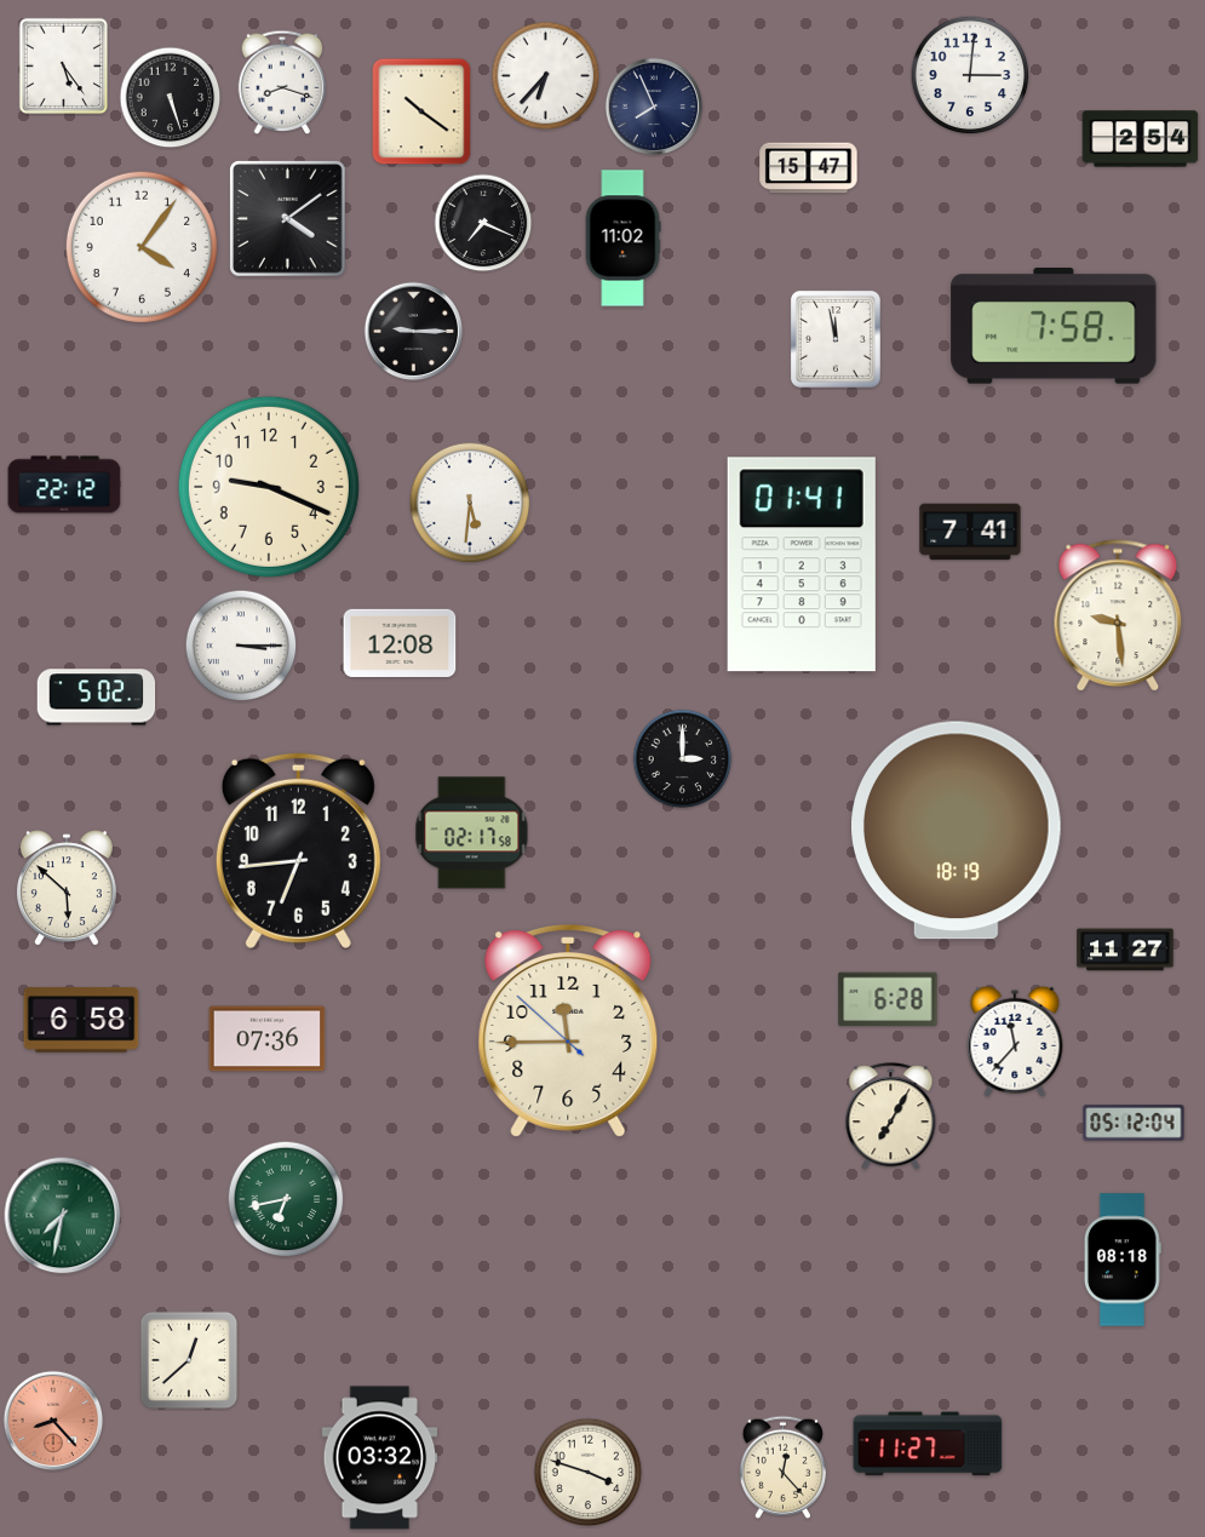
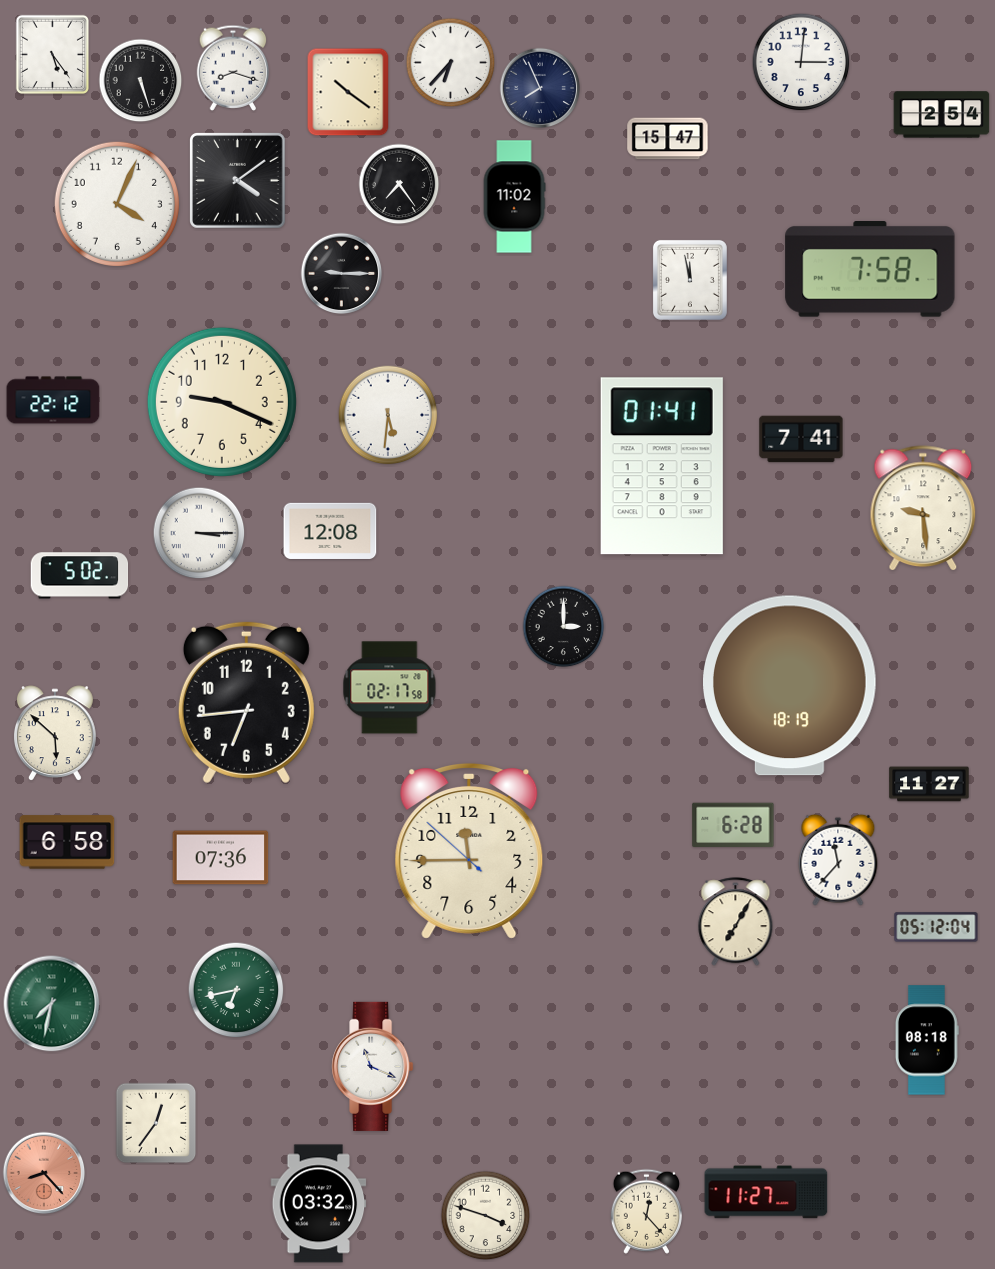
clock at (483, 223): 7:19 -> 7:24
clock at (142, 247): 4:06 -> 4:04
clock at (373, 1066): none -> 11:19
clock at (189, 1360): 12:38 -> 12:36
clock at (380, 1458) position: (380, 1458) -> (319, 1204)
